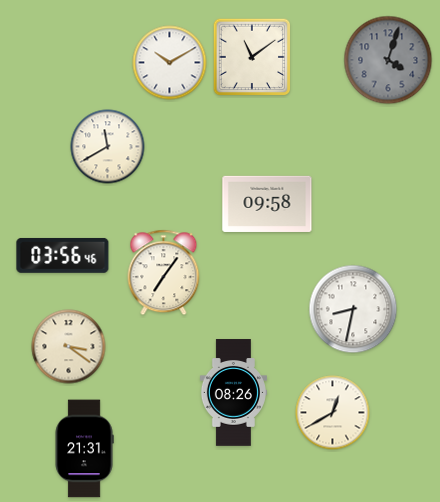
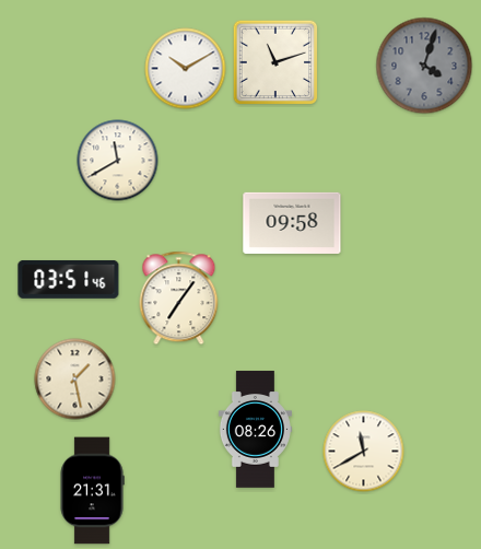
clock at (252, 57): 11:09 -> 11:12
clock at (63, 255): 03:56 -> 03:51
clock at (353, 309): 8:32 -> none
clock at (69, 347): 3:21 -> 1:28
clock at (333, 413): 12:40 -> 11:40
